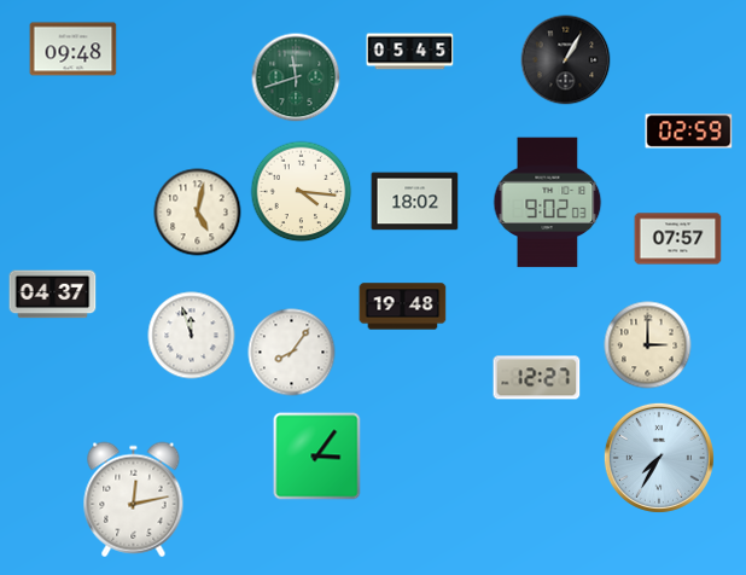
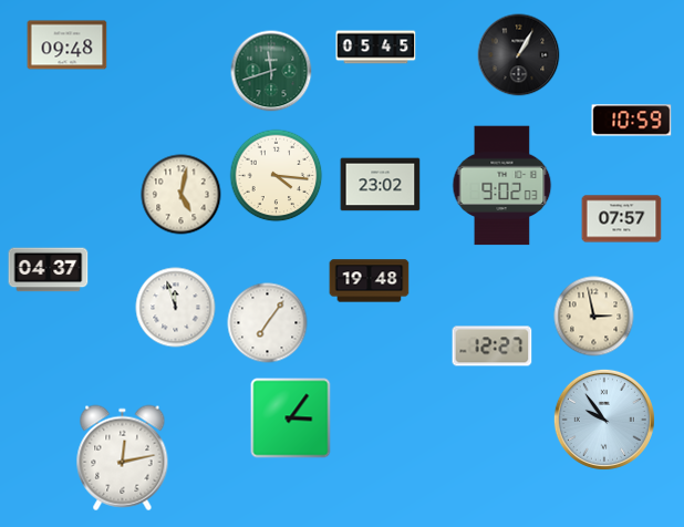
clock at (689, 132): 02:59 -> 10:59
clock at (415, 202): 18:02 -> 23:02
clock at (648, 345): 3:00 -> 2:58
clock at (292, 353): 8:06 -> 7:06
clock at (659, 458): 7:35 -> 9:54
